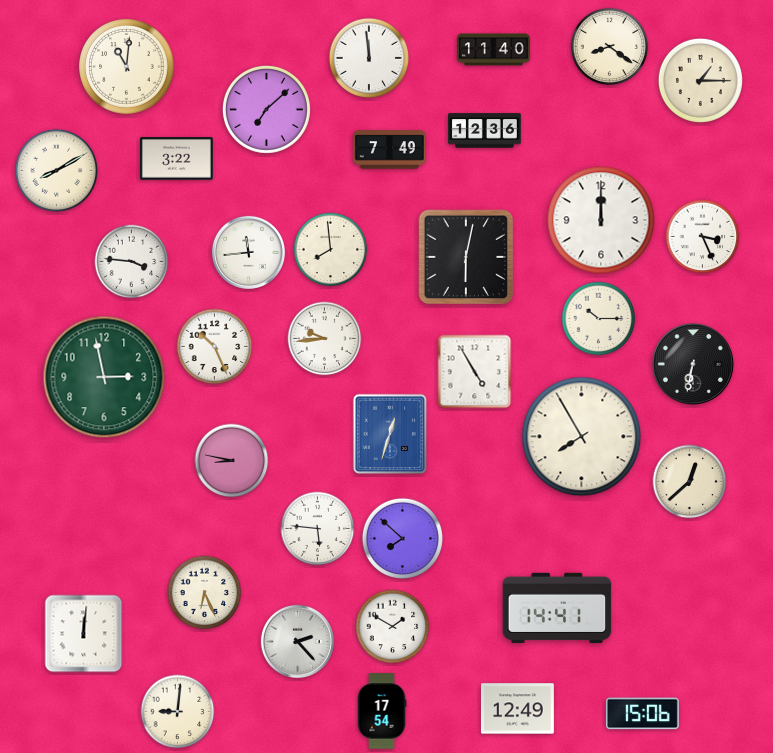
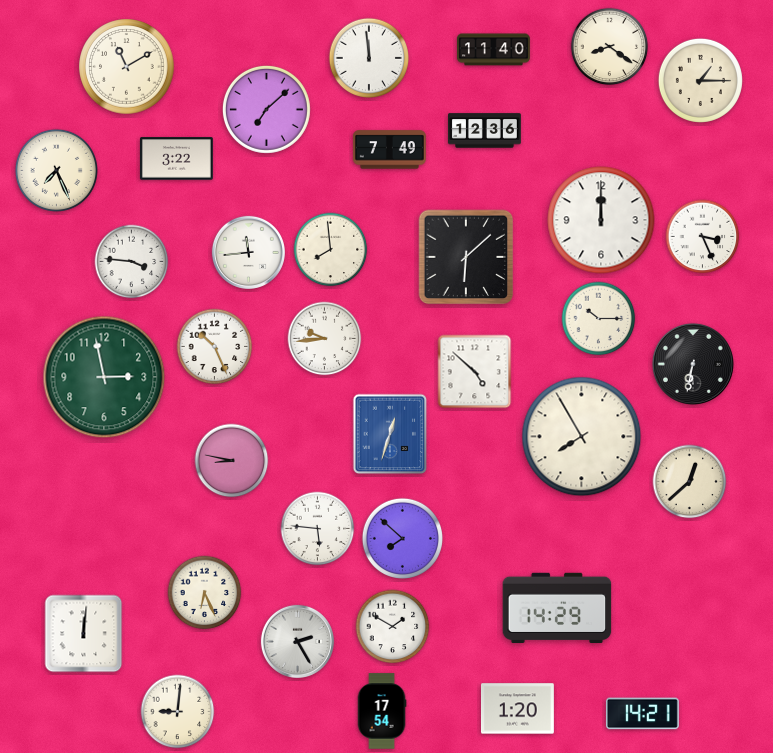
clock at (127, 67): 11:01 -> 11:10
clock at (56, 170): 8:10 -> 7:26
clock at (466, 257): 6:02 -> 6:08
clock at (475, 372): 4:55 -> 4:52
clock at (557, 608): 14:41 -> 14:29
clock at (297, 641): 2:23 -> 2:25
clock at (517, 709): 12:49 -> 1:20
clock at (642, 714): 15:06 -> 14:21
